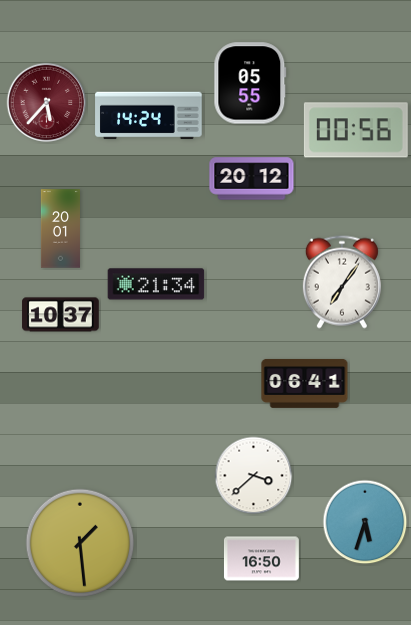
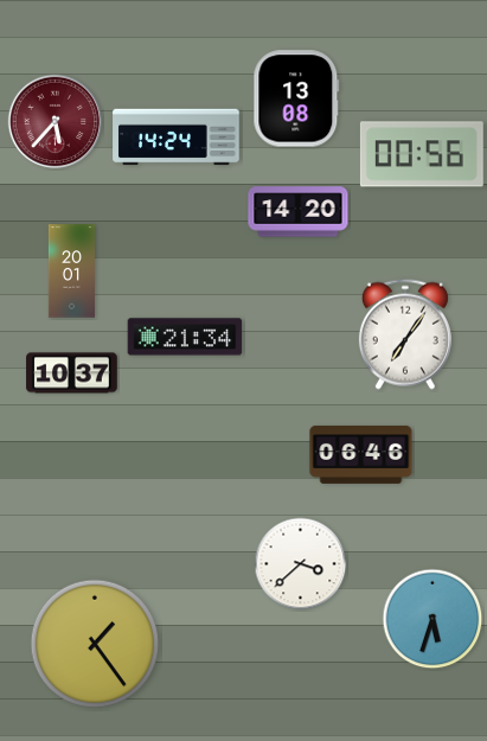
clock at (250, 83): 05:55 -> 13:08
clock at (252, 179): 20:12 -> 14:20
clock at (305, 383): 06:41 -> 06:46
clock at (80, 543): 1:29 -> 1:24
clock at (261, 559): 16:50 -> none
